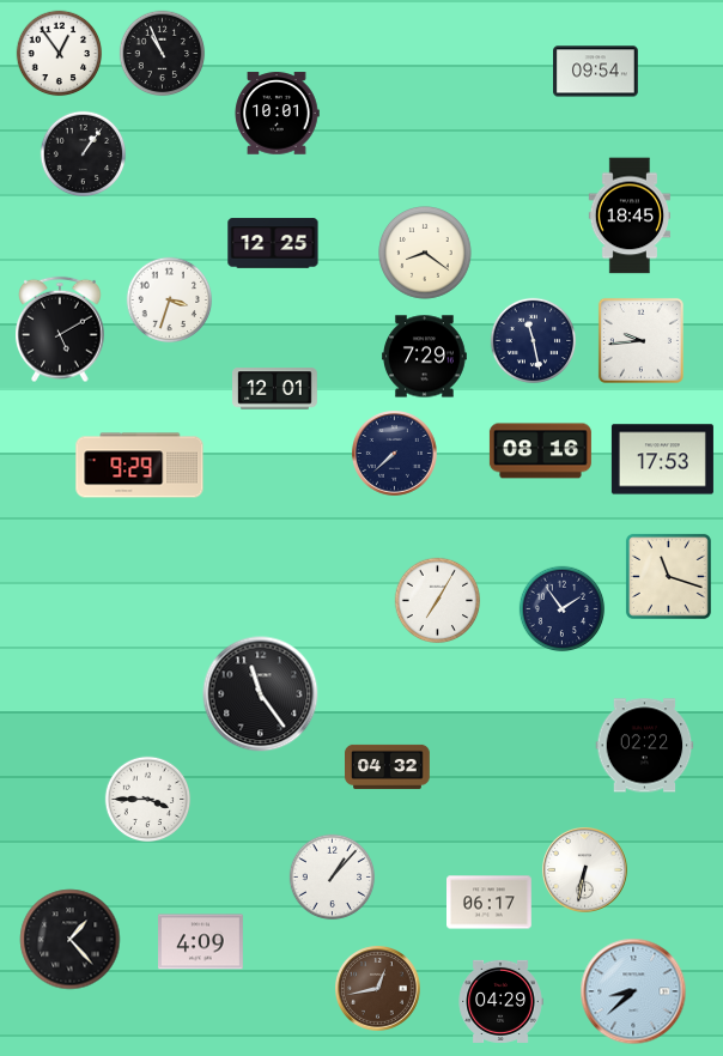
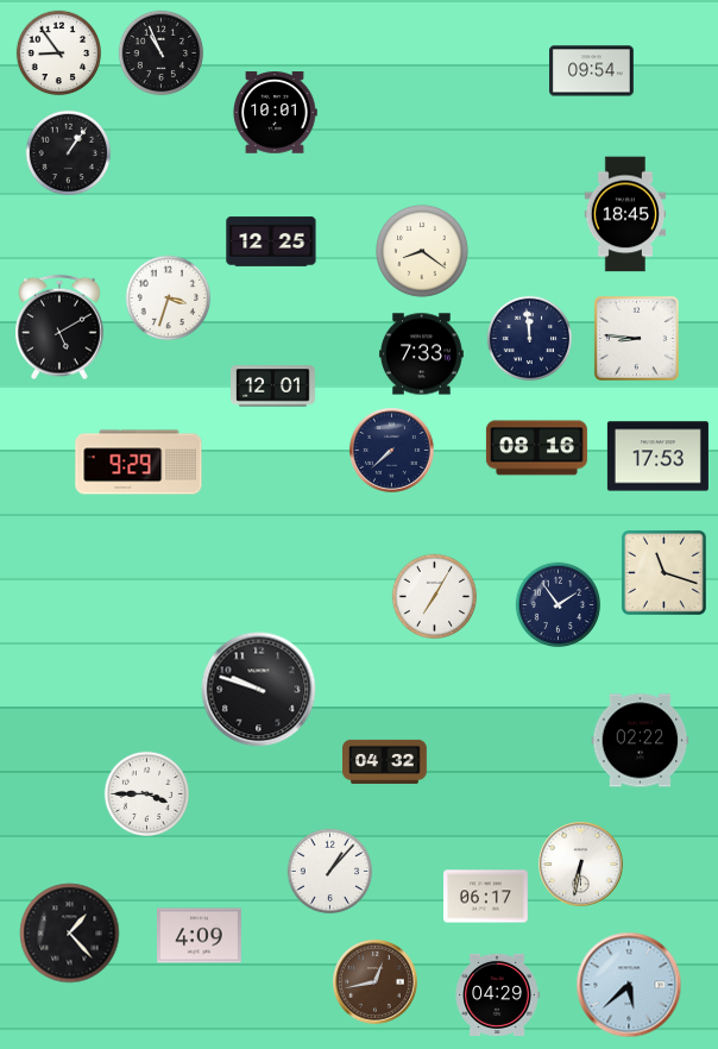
clock at (60, 54): 12:54 -> 8:54
clock at (84, 154) position: (84, 154) -> (69, 153)
clock at (640, 340): 9:44 -> 8:46
clock at (534, 341): 11:28 -> 11:59
clock at (425, 357): 7:29 -> 7:33
clock at (261, 694): 11:24 -> 9:48
clock at (633, 991): 8:38 -> 5:38
